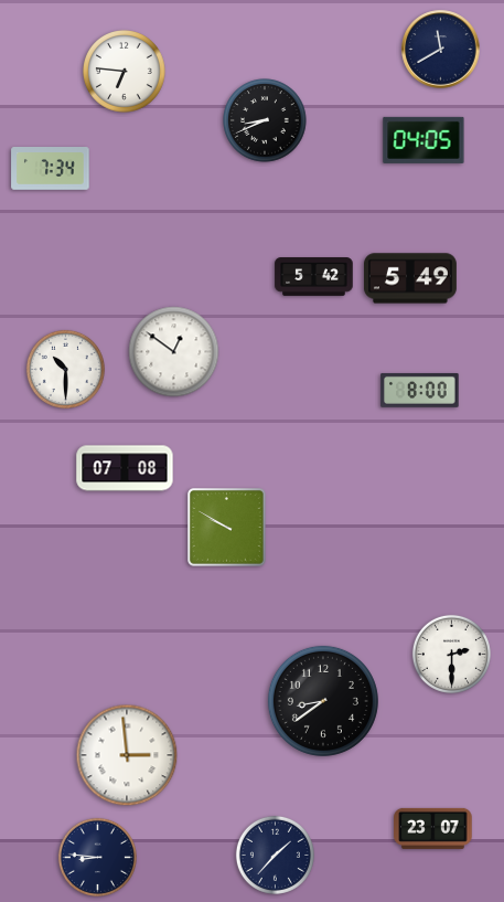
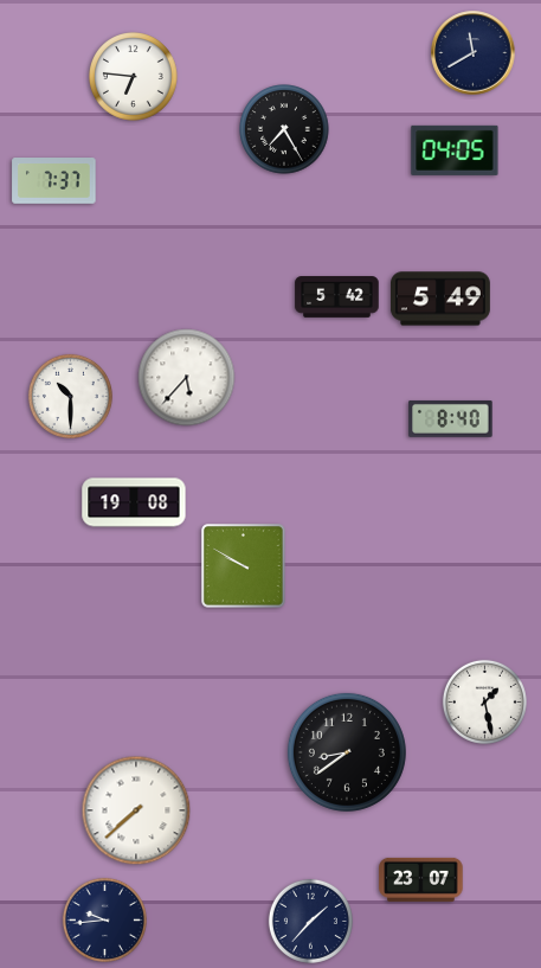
clock at (265, 120): 8:41 -> 7:25
clock at (51, 169): 7:34 -> 7:37
clock at (174, 352): 12:51 -> 5:37
clock at (420, 390): 8:00 -> 8:40
clock at (125, 468): 07:08 -> 19:08
clock at (451, 654): 2:30 -> 1:28
clock at (127, 755): 2:59 -> 7:38
clock at (433, 828) position: (433, 828) -> (421, 879)
clock at (275, 855) position: (275, 855) -> (310, 921)
clock at (97, 857): 8:46 -> 9:44
